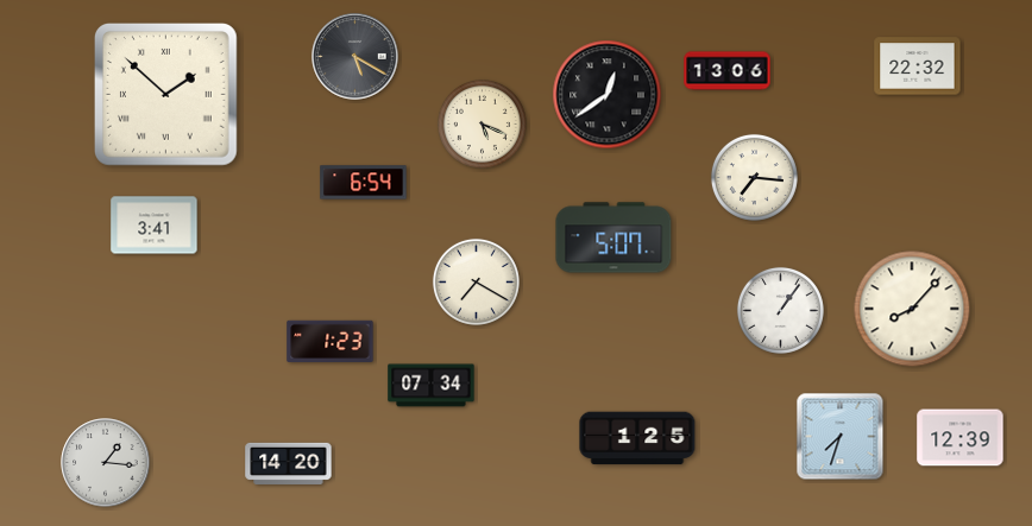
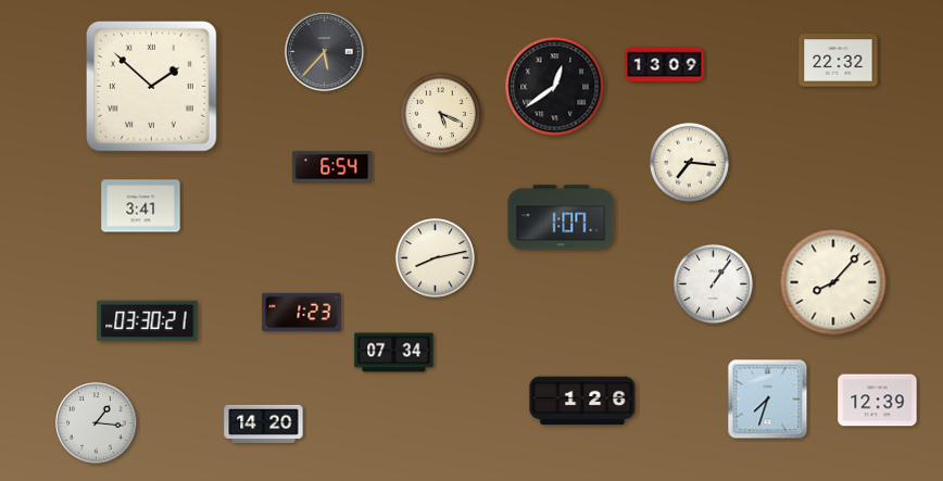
clock at (355, 57): 5:20 -> 5:37
clock at (728, 71): 13:06 -> 13:09
clock at (613, 237): 5:07 -> 1:07
clock at (476, 281): 7:20 -> 8:13
clock at (148, 321): none -> 03:30
clock at (637, 438): 1:25 -> 1:26
